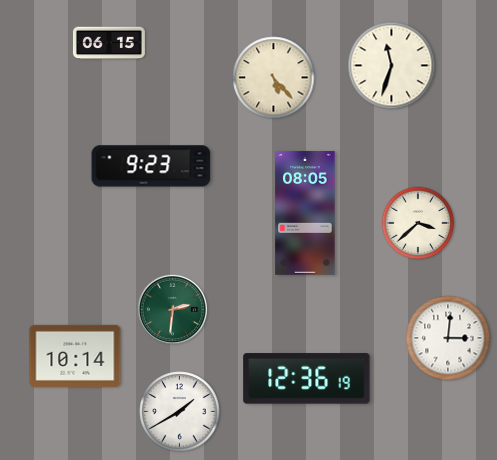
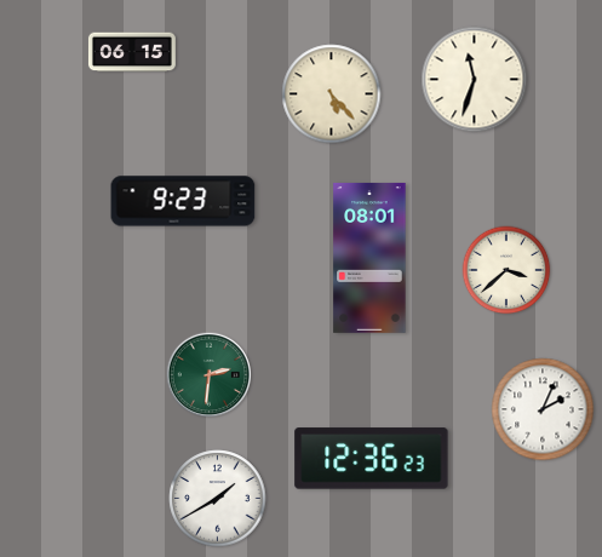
clock at (305, 213): 08:05 -> 08:01
clock at (448, 338): 3:01 -> 2:04
clock at (75, 356): 10:14 -> none
clock at (307, 379): 12:36:19 -> 12:36:23
